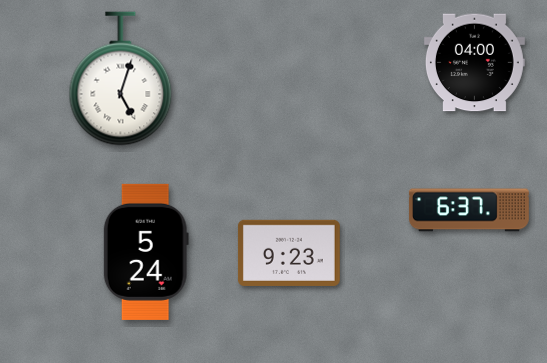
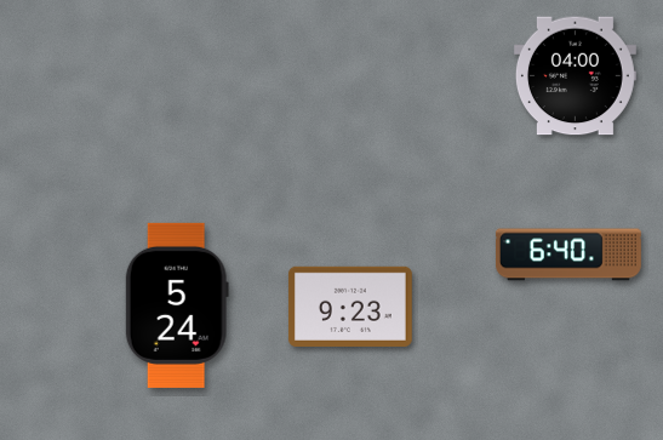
clock at (121, 79): 5:03 -> none
clock at (469, 210): 6:37 -> 6:40
